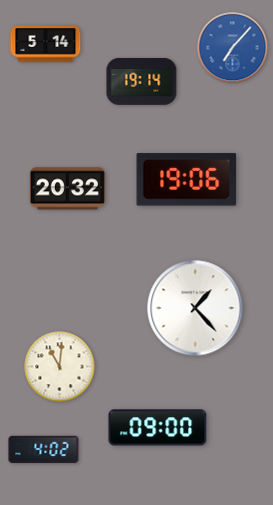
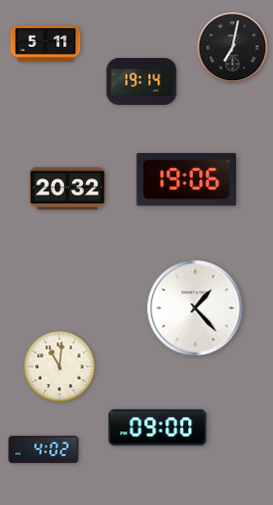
clock at (46, 44): 5:14 -> 5:11
clock at (233, 48): 7:07 -> 7:02
clock at (233, 48) dial: blue -> black
